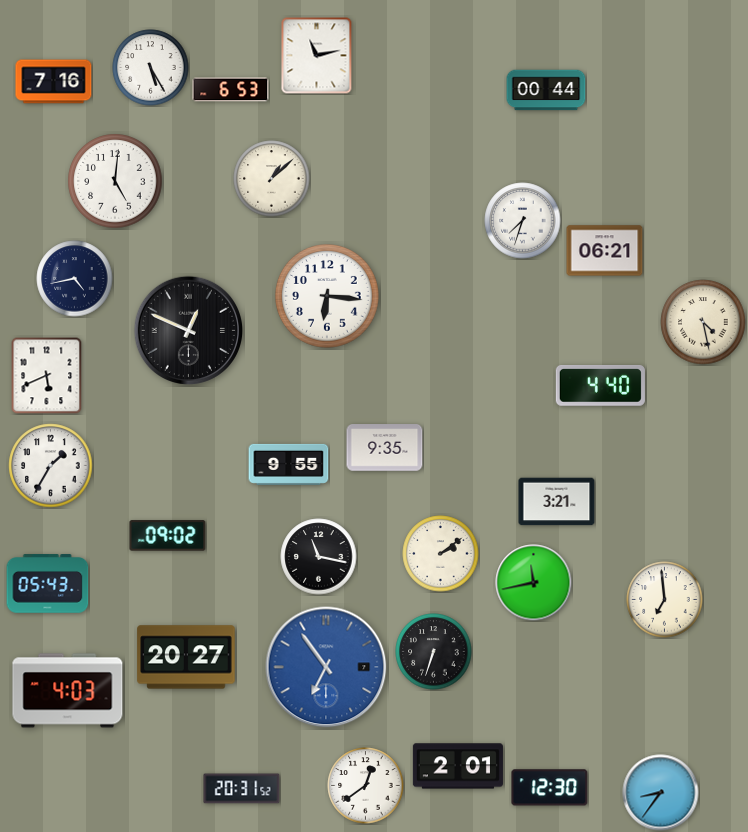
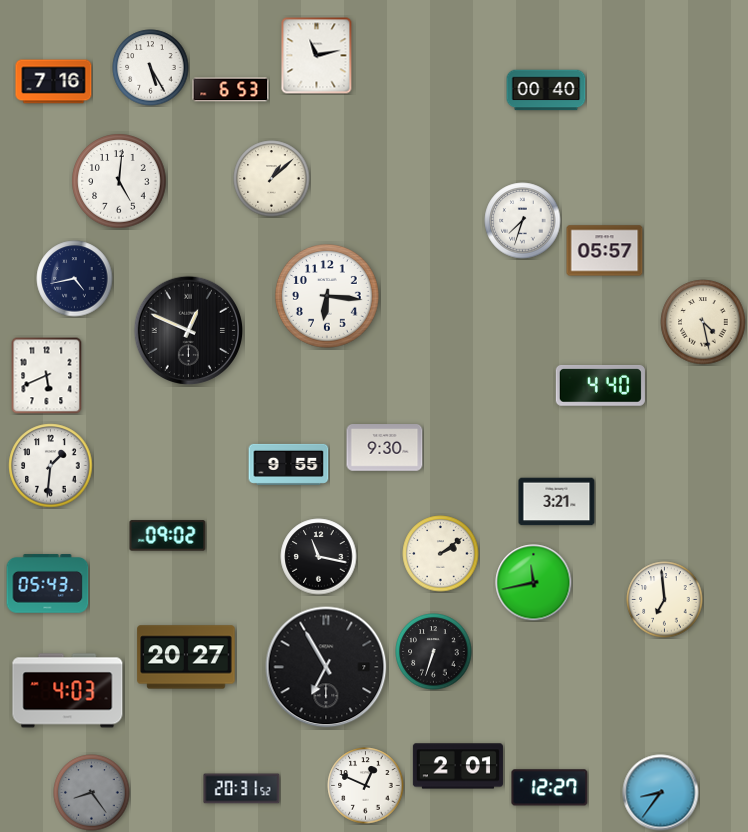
clock at (546, 90): 00:44 -> 00:40
clock at (115, 181) position: (115, 181) -> (119, 181)
clock at (605, 251): 06:21 -> 05:57
clock at (385, 448): 9:35 -> 9:30
clock at (51, 466): 1:35 -> 1:31
clock at (326, 667): 6:54 -> 6:55
clock at (326, 667) dial: blue -> black
clock at (366, 786): 12:39 -> 12:49
clock at (550, 788): 12:30 -> 12:27
clock at (92, 793): none -> 8:24
